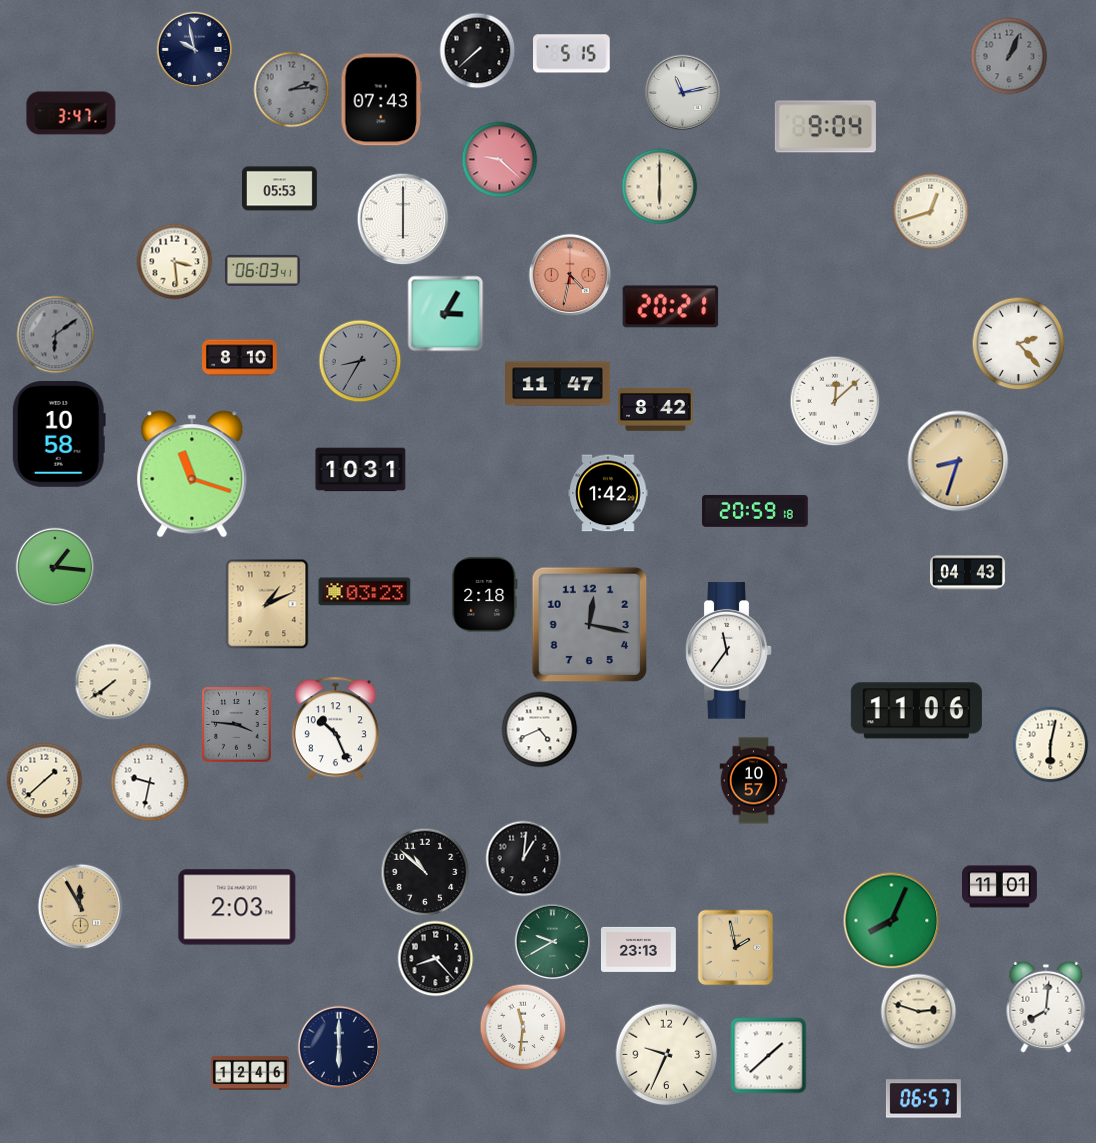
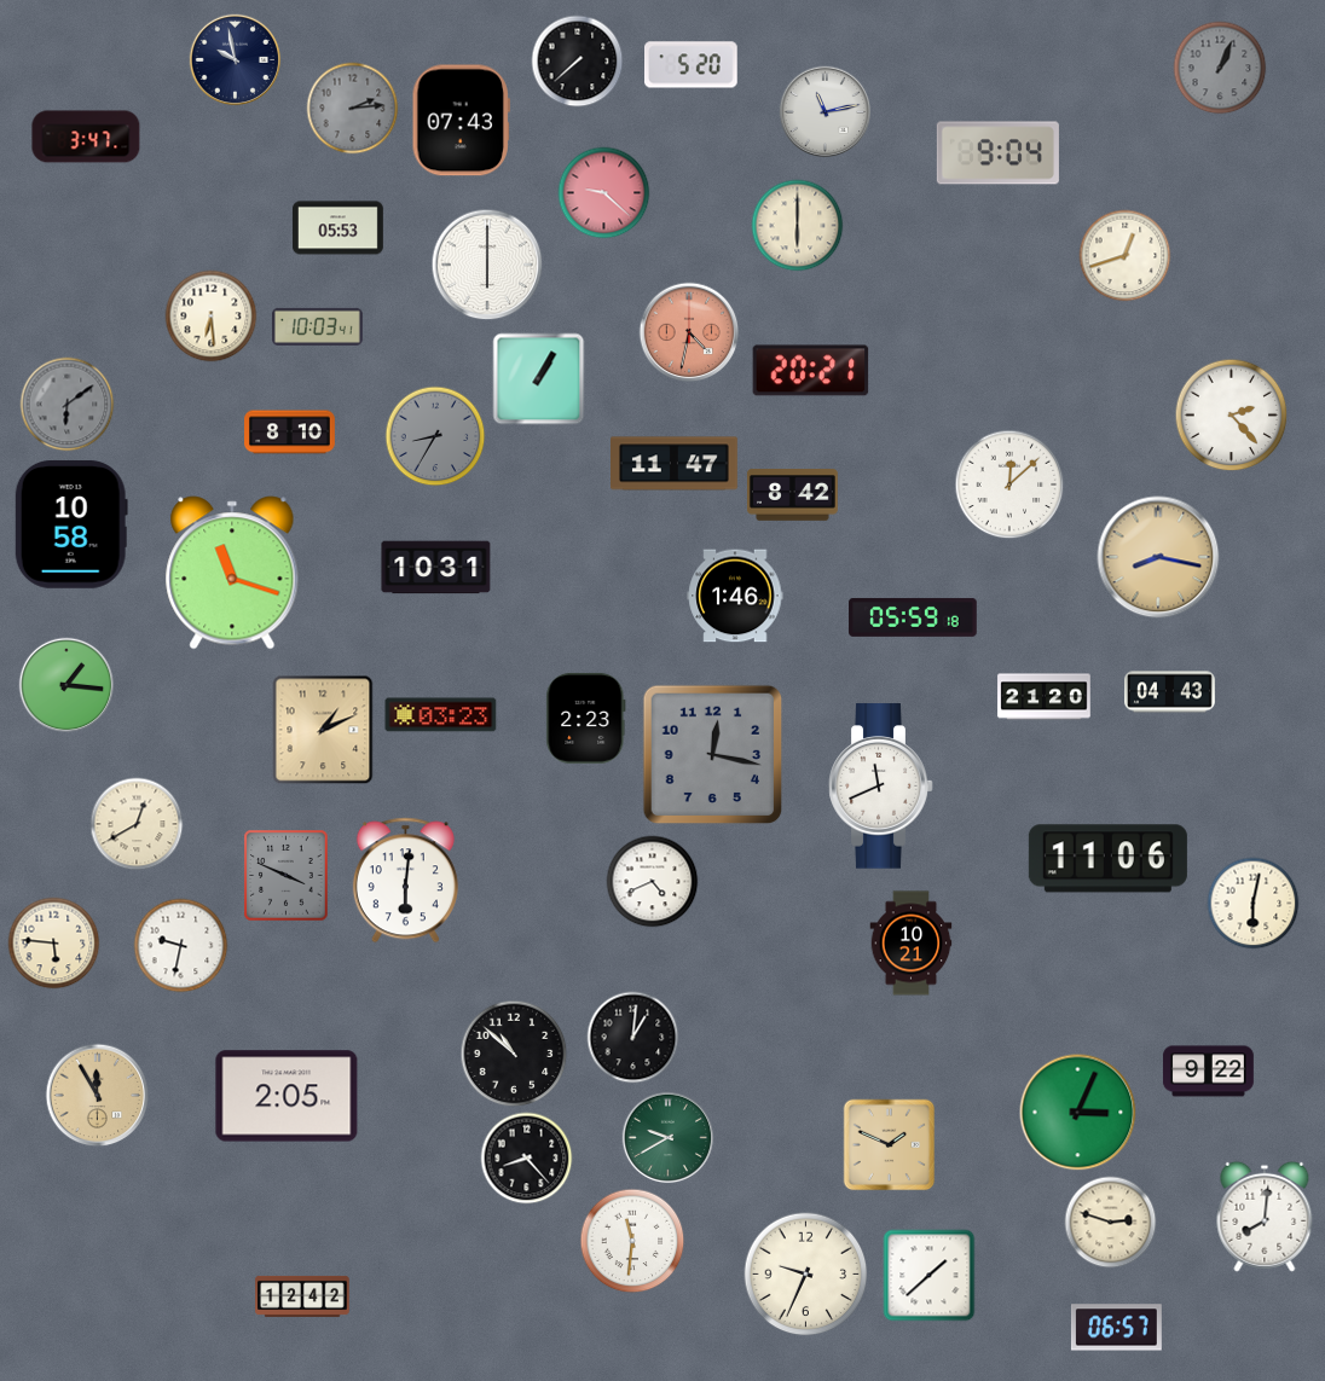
clock at (572, 54): 5:15 -> 5:20
clock at (175, 262): 3:29 -> 6:29
clock at (262, 270): 06:03 -> 10:03
clock at (446, 314): 3:05 -> 1:05
clock at (958, 461): 8:33 -> 8:17
clock at (608, 493): 1:42 -> 1:46
clock at (755, 511): 20:59 -> 05:59
clock at (1045, 697): none -> 21:20
clock at (485, 594): 2:18 -> 2:23
clock at (729, 651): 11:36 -> 11:41
clock at (113, 682): 7:39 -> 12:40
clock at (237, 725): 3:46 -> 3:49
clock at (335, 729): 10:26 -> 6:01
clock at (1051, 745) position: (1051, 745) -> (1254, 904)
clock at (45, 781): 1:38 -> 5:46
clock at (754, 781): 10:57 -> 10:21
clock at (999, 887): 11:01 -> 9:22
clock at (237, 907): 2:03 -> 2:05
clock at (892, 921): 8:04 -> 3:04
clock at (736, 948): 1:58 -> 1:49
clock at (638, 949): 23:13 -> none
clock at (339, 1047): 6:00 -> none
clock at (250, 1073): 12:46 -> 12:42
